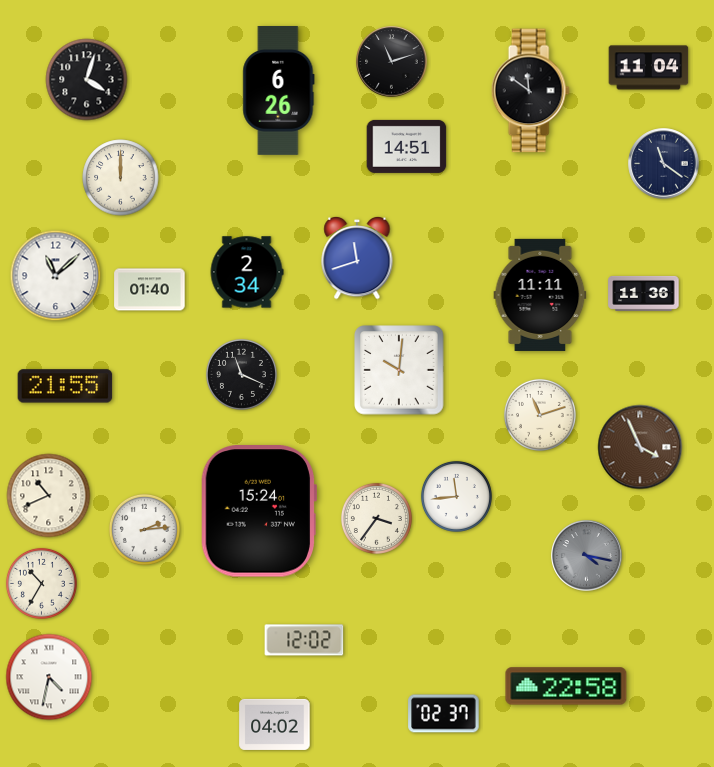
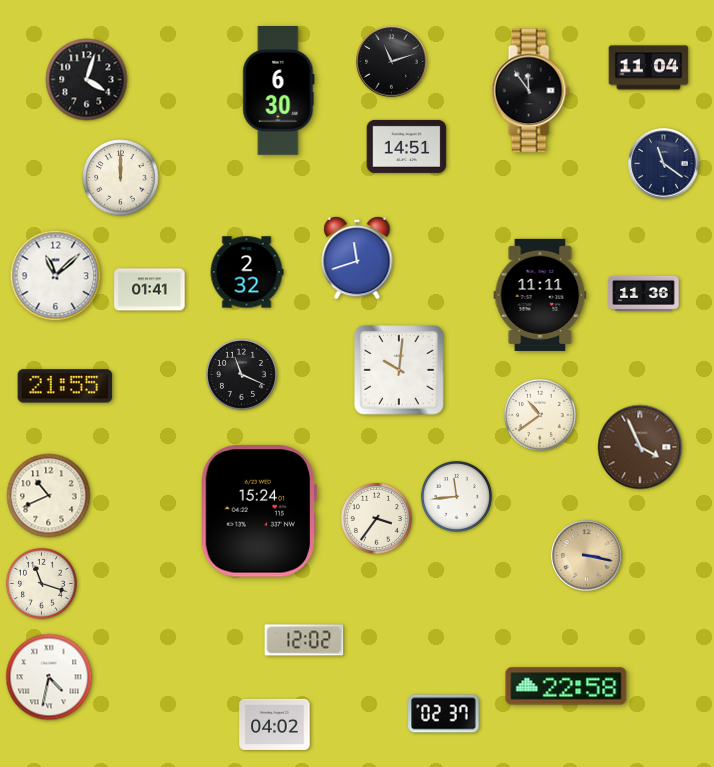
clock at (279, 90): 6:26 -> 6:30
clock at (530, 91): 11:51 -> 11:54
clock at (247, 272): 2:34 -> 2:32
clock at (150, 290): 01:40 -> 01:41
clock at (540, 415): 11:12 -> 10:39
clock at (144, 529): 2:14 -> none
clock at (587, 556): 4:17 -> 3:17
clock at (587, 556) dial: grey -> champagne
clock at (41, 583): 10:35 -> 11:18
